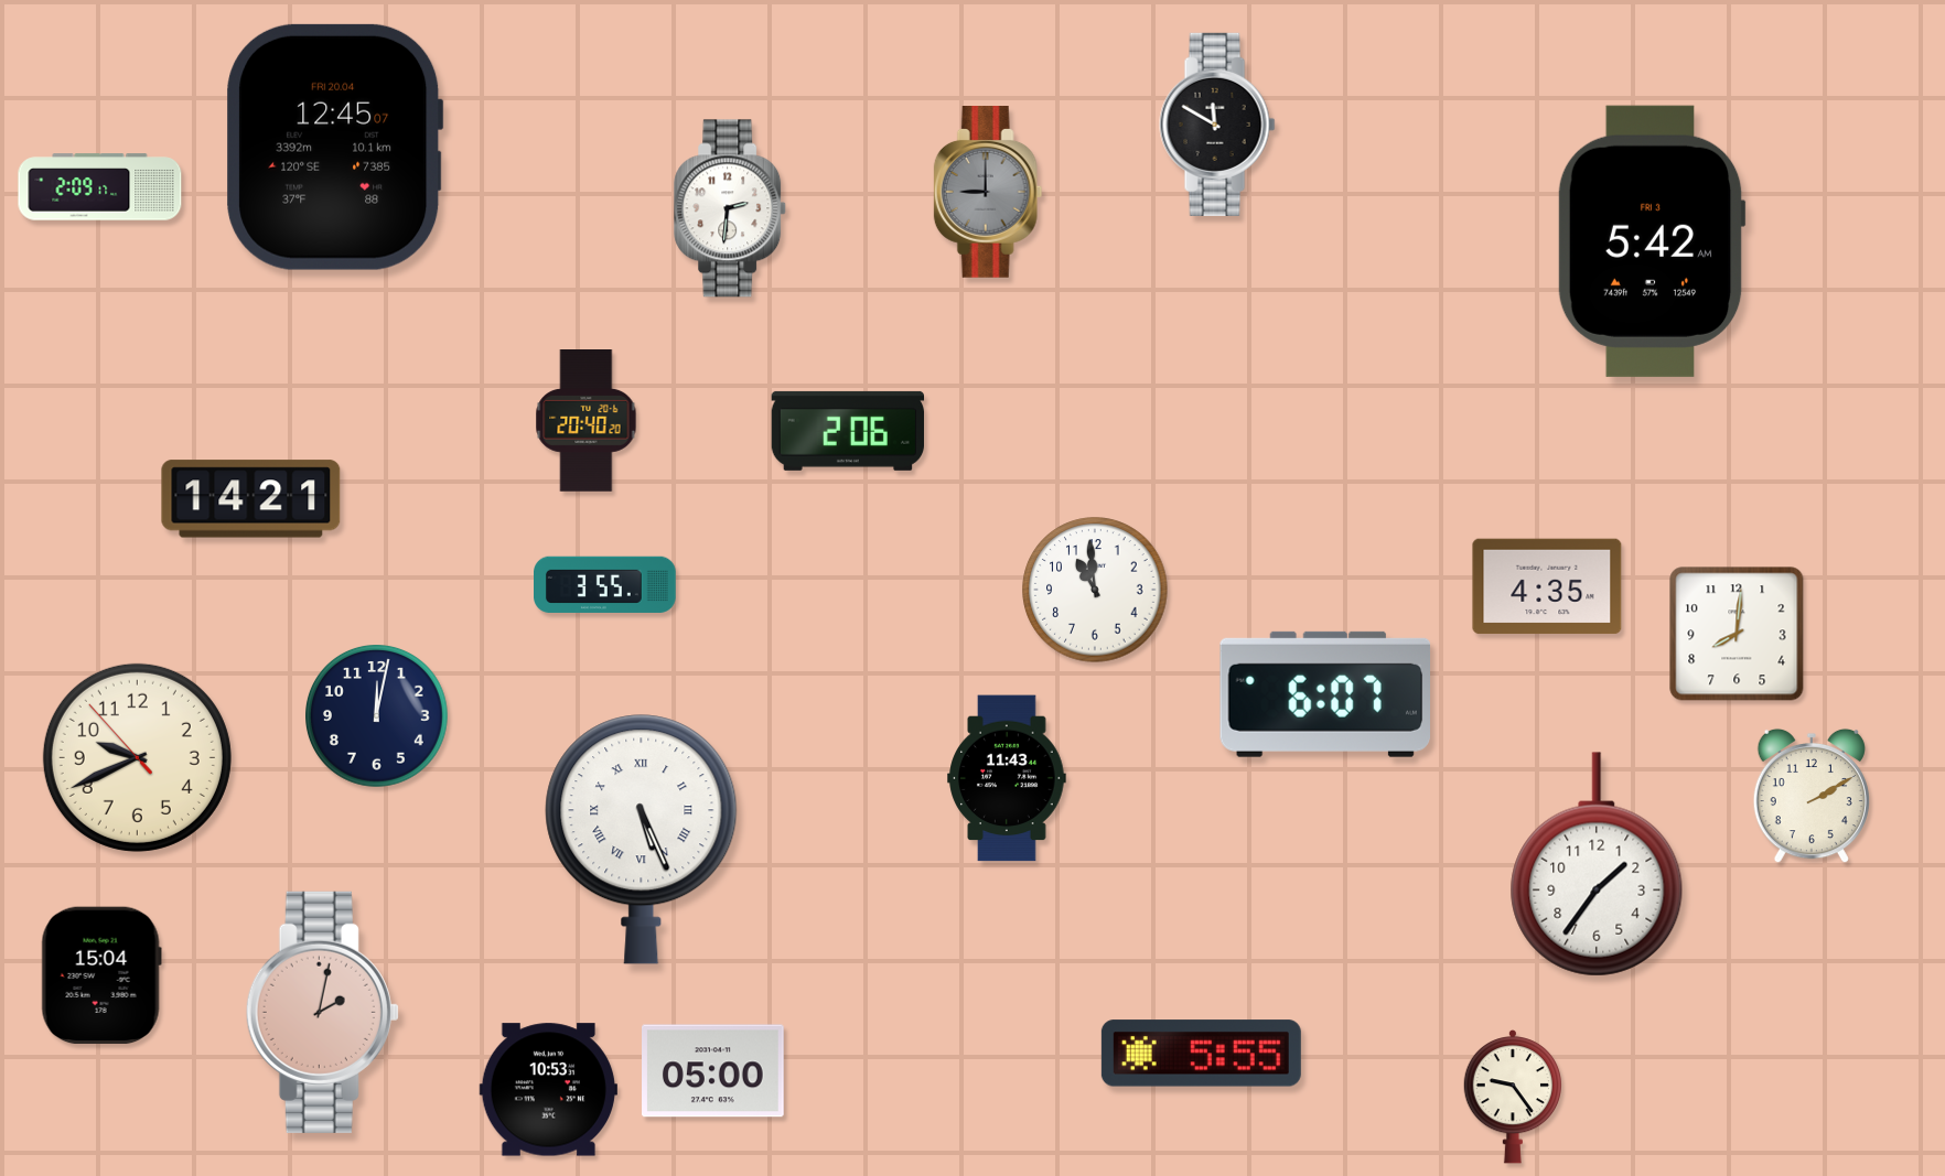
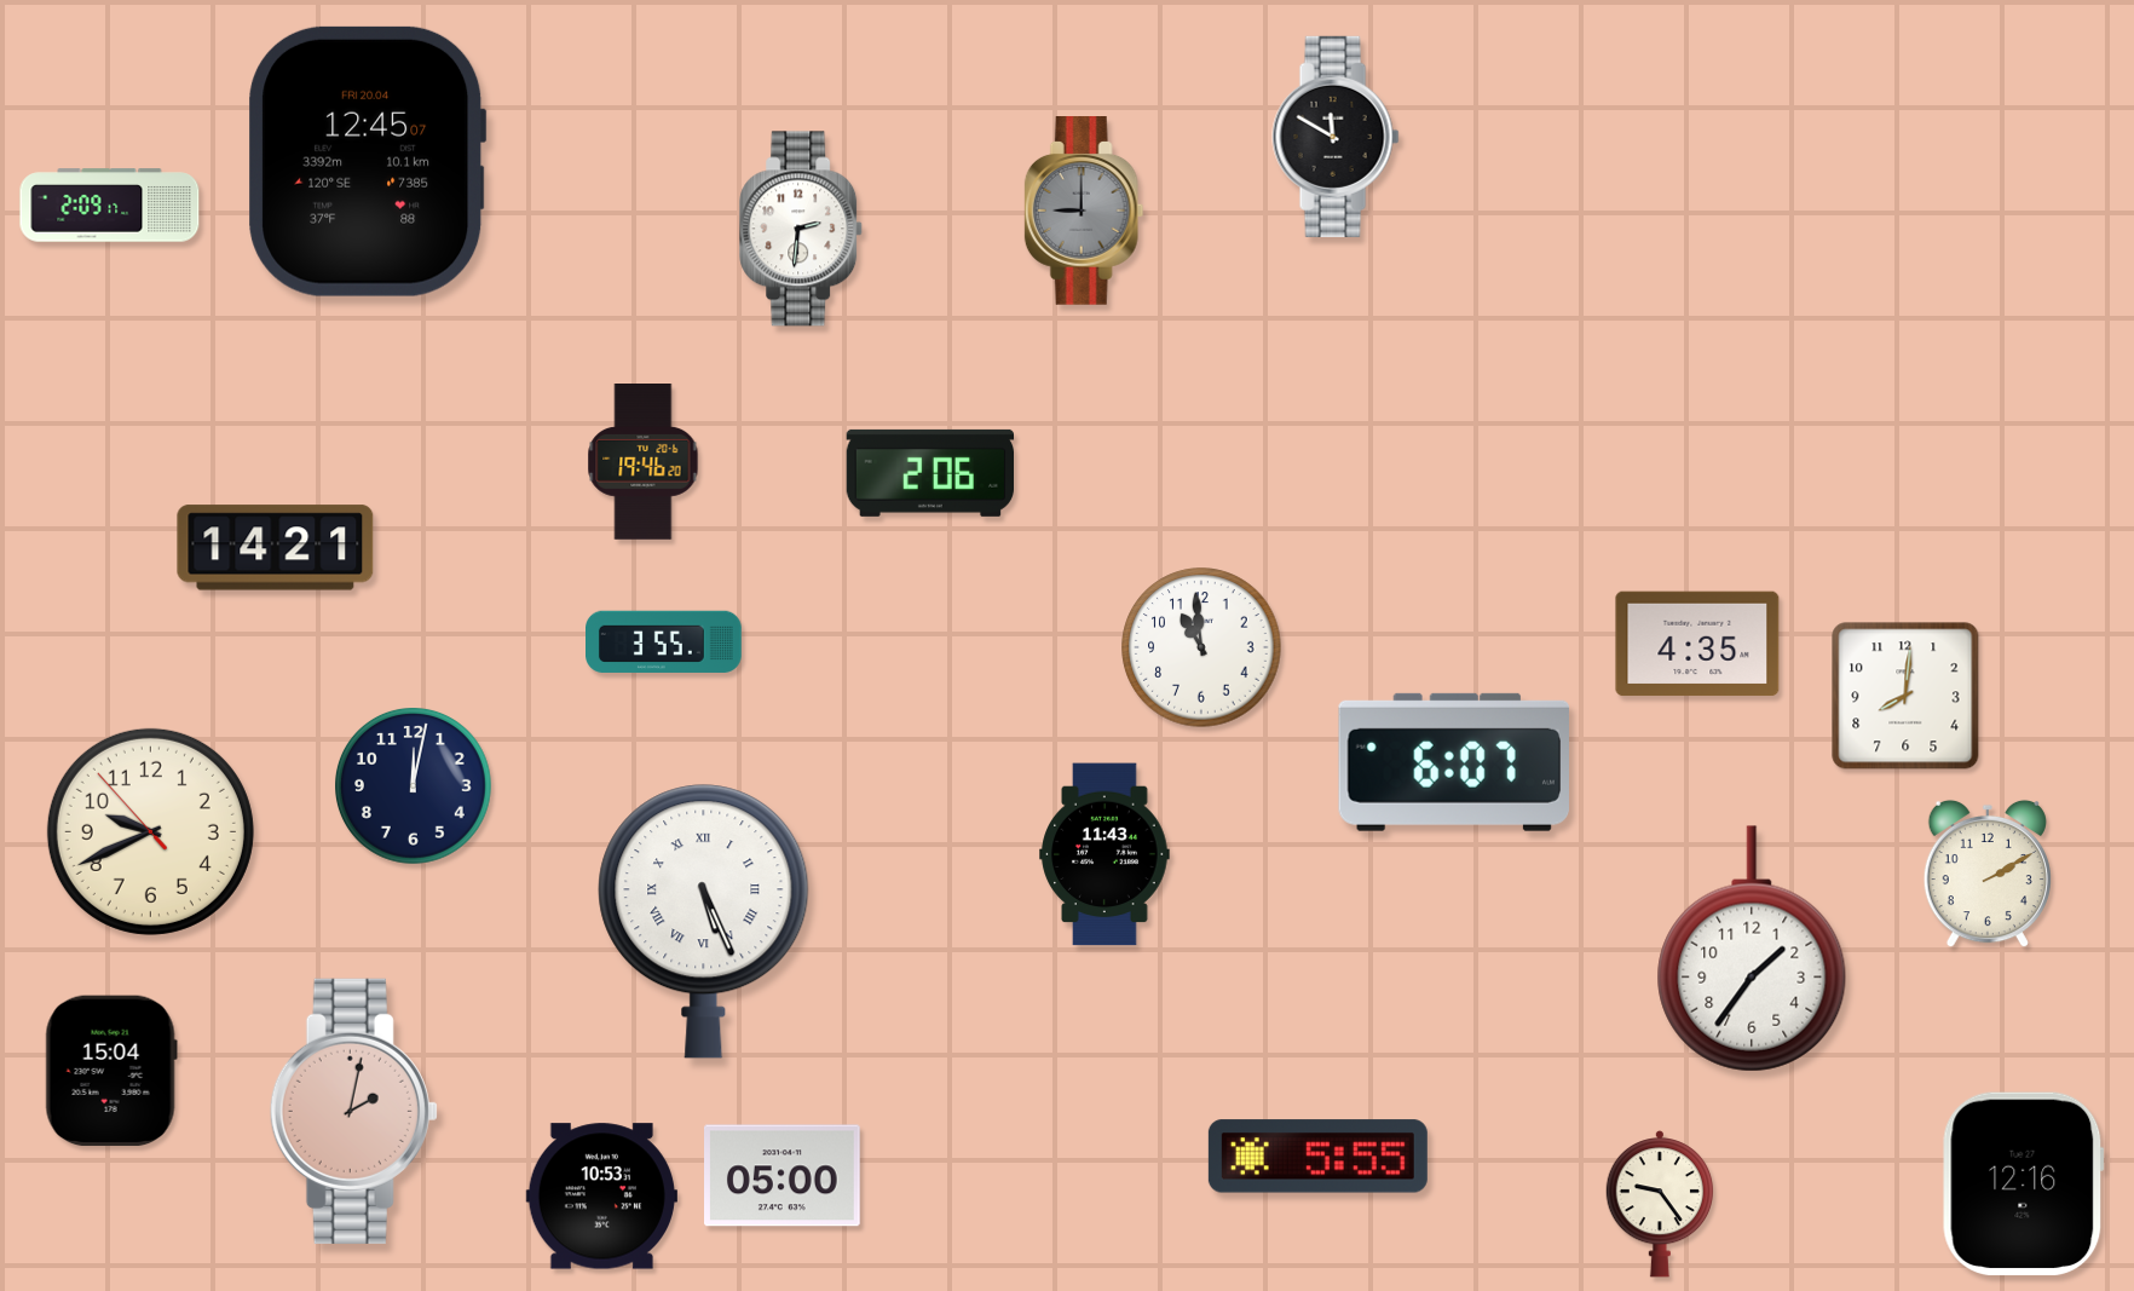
clock at (1652, 241): 5:42 -> none
clock at (587, 421): 20:40 -> 19:46
clock at (2024, 1183): none -> 12:16
